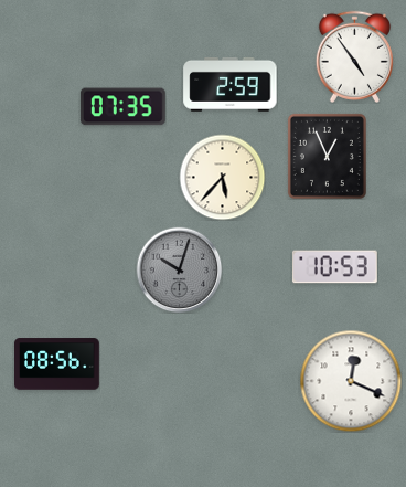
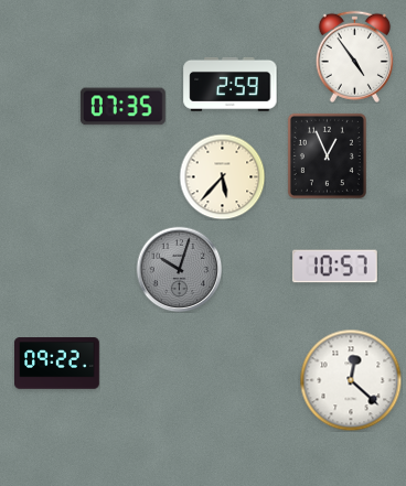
clock at (334, 267): 10:53 -> 10:57
clock at (57, 364): 08:56 -> 09:22
clock at (351, 381): 12:19 -> 12:22
